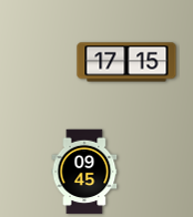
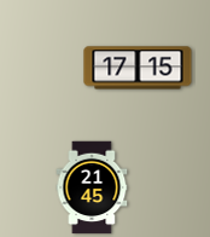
clock at (84, 172): 09:45 -> 21:45
